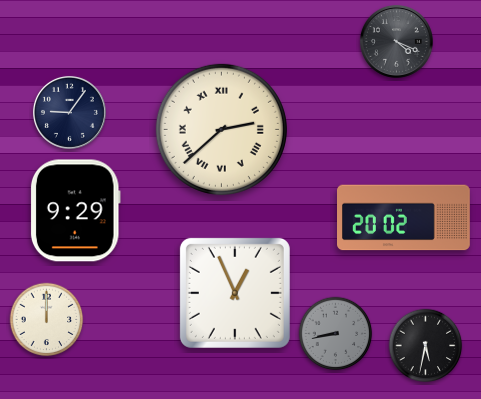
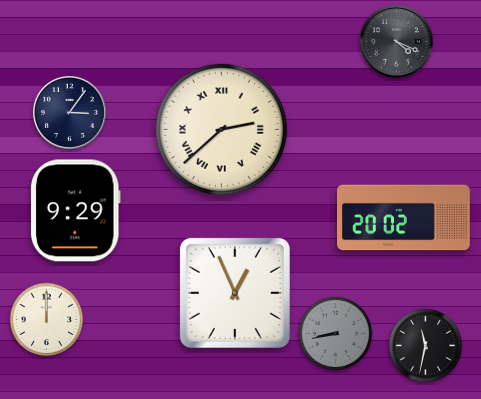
clock at (69, 112): 9:06 -> 3:06
clock at (426, 346): 5:32 -> 11:32
